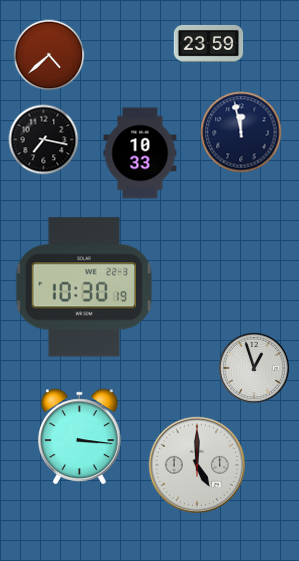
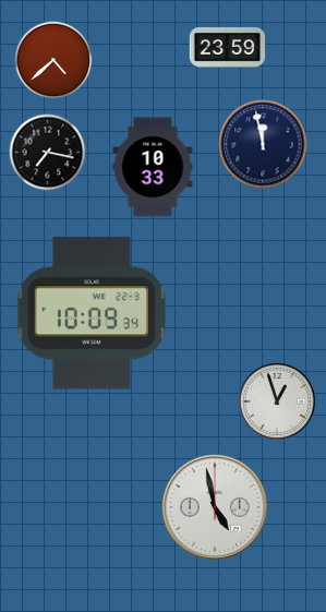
clock at (84, 287): 10:30 -> 10:09
clock at (80, 437): 3:16 -> none
clock at (197, 465): 5:00 -> 4:58
